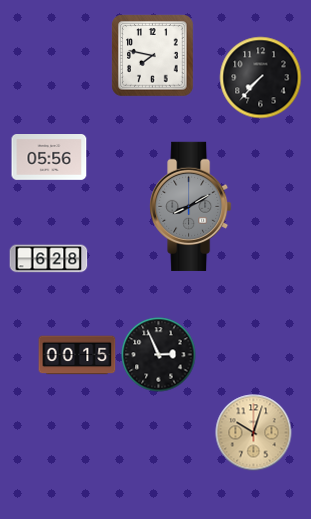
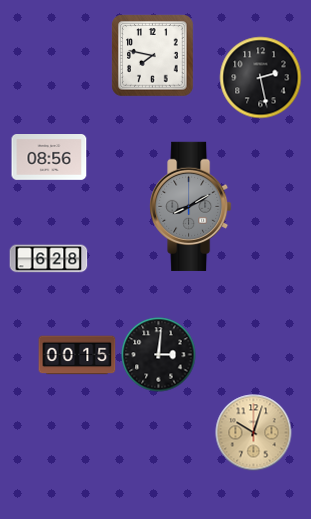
clock at (261, 78): 7:37 -> 2:28
clock at (49, 158): 05:56 -> 08:56
clock at (159, 355): 2:56 -> 3:01
